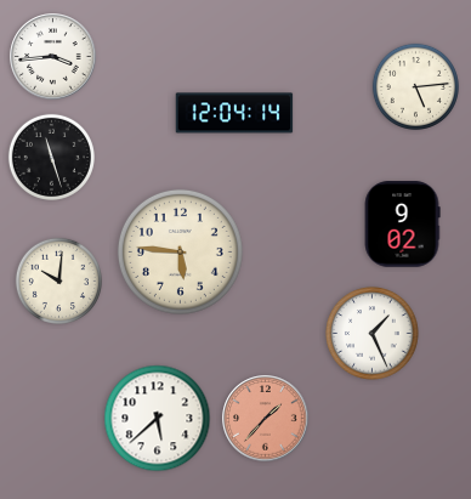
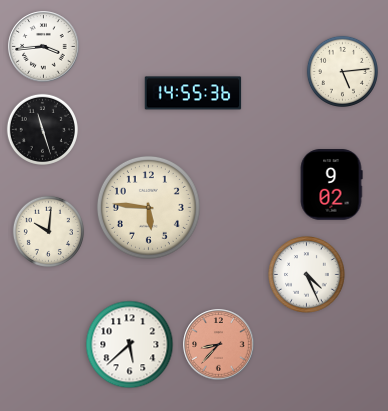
clock at (234, 113): 12:04 -> 14:55
clock at (373, 334): 1:26 -> 4:26
clock at (266, 419): 1:37 -> 8:37
